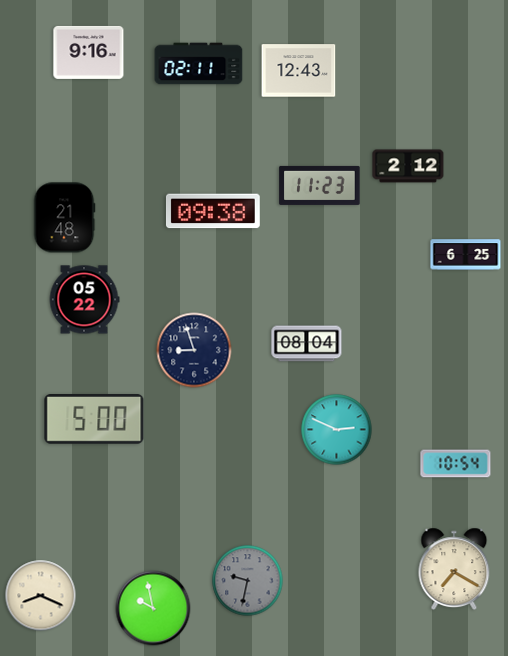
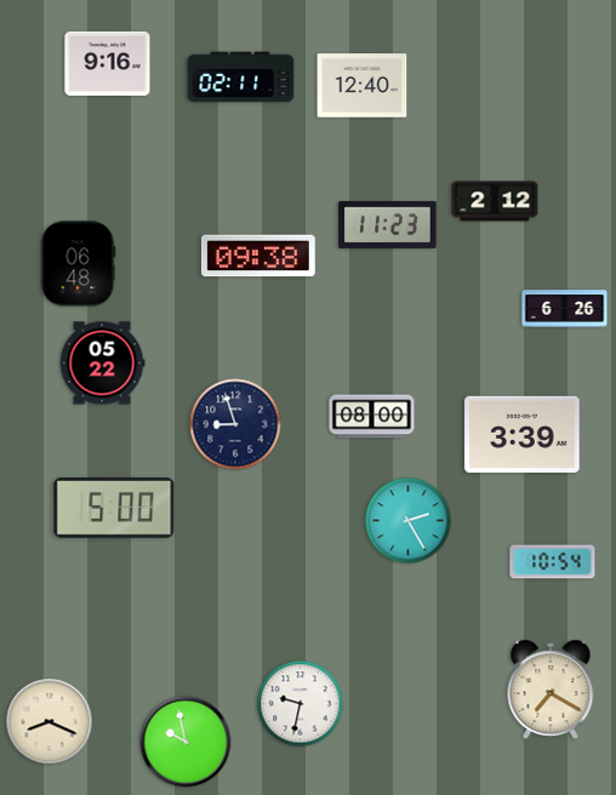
clock at (299, 71): 12:43 -> 12:40
clock at (64, 218): 21:48 -> 06:48
clock at (466, 255): 6:25 -> 6:26
clock at (307, 344): 08:04 -> 08:00
clock at (523, 434): none -> 3:39
clock at (337, 430): 2:49 -> 2:25
clock at (248, 581) dial: grey -> white
clock at (153, 608) position: (153, 608) -> (186, 742)
